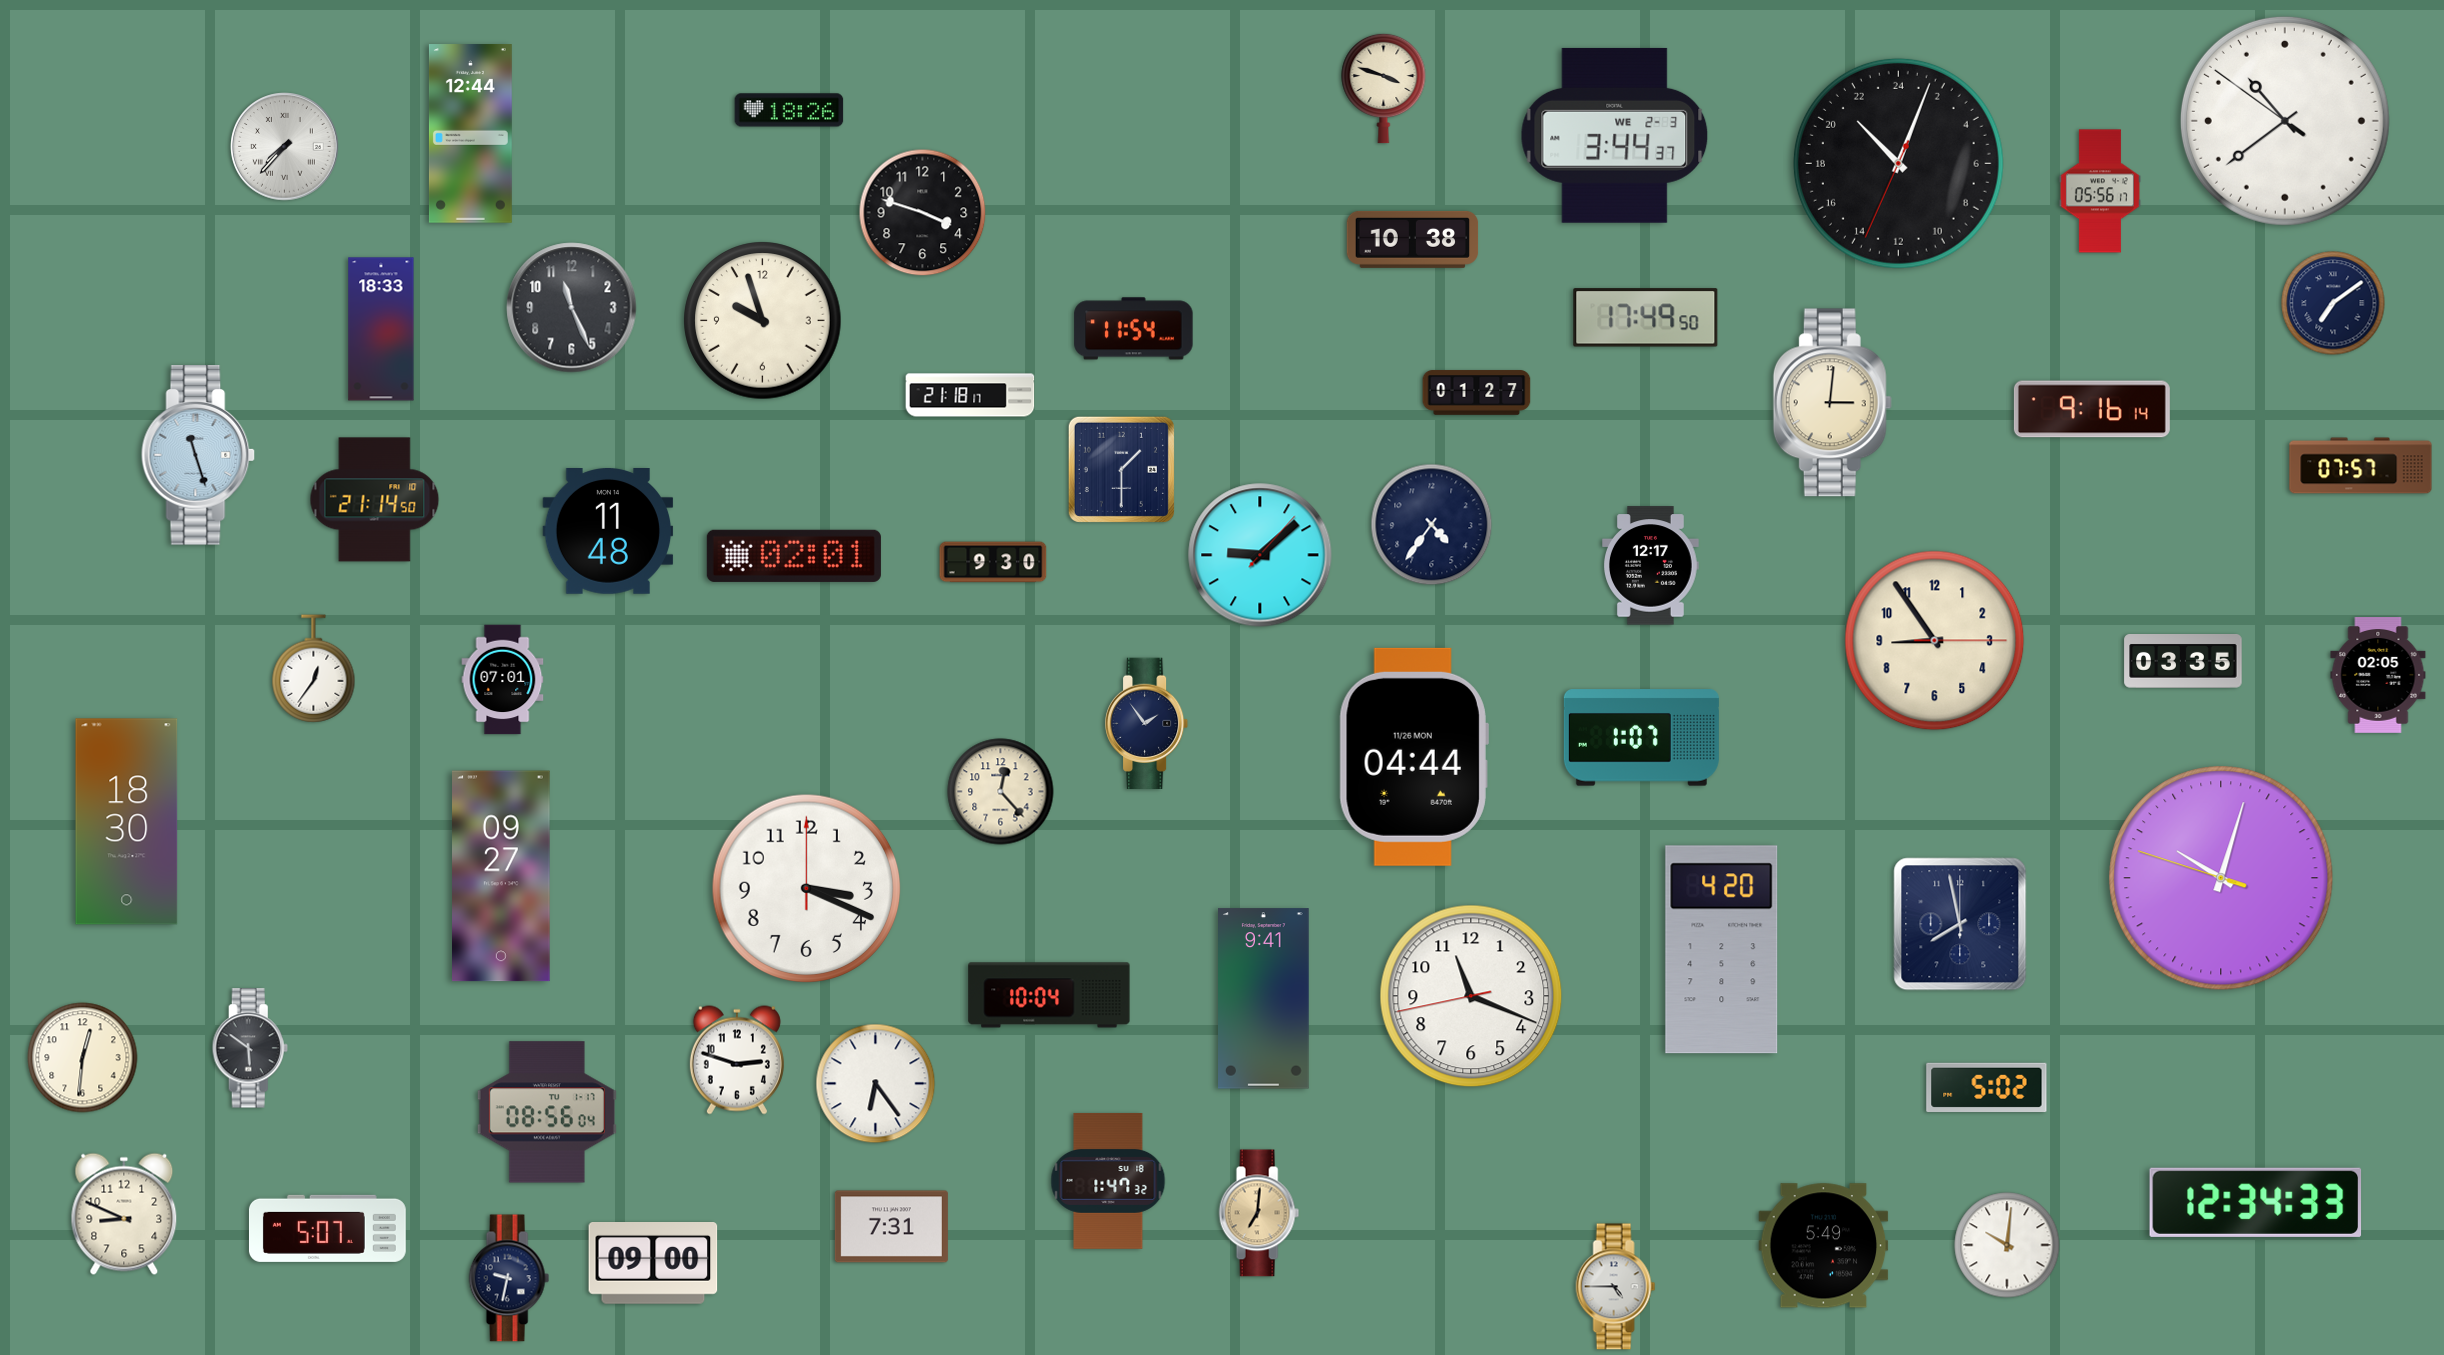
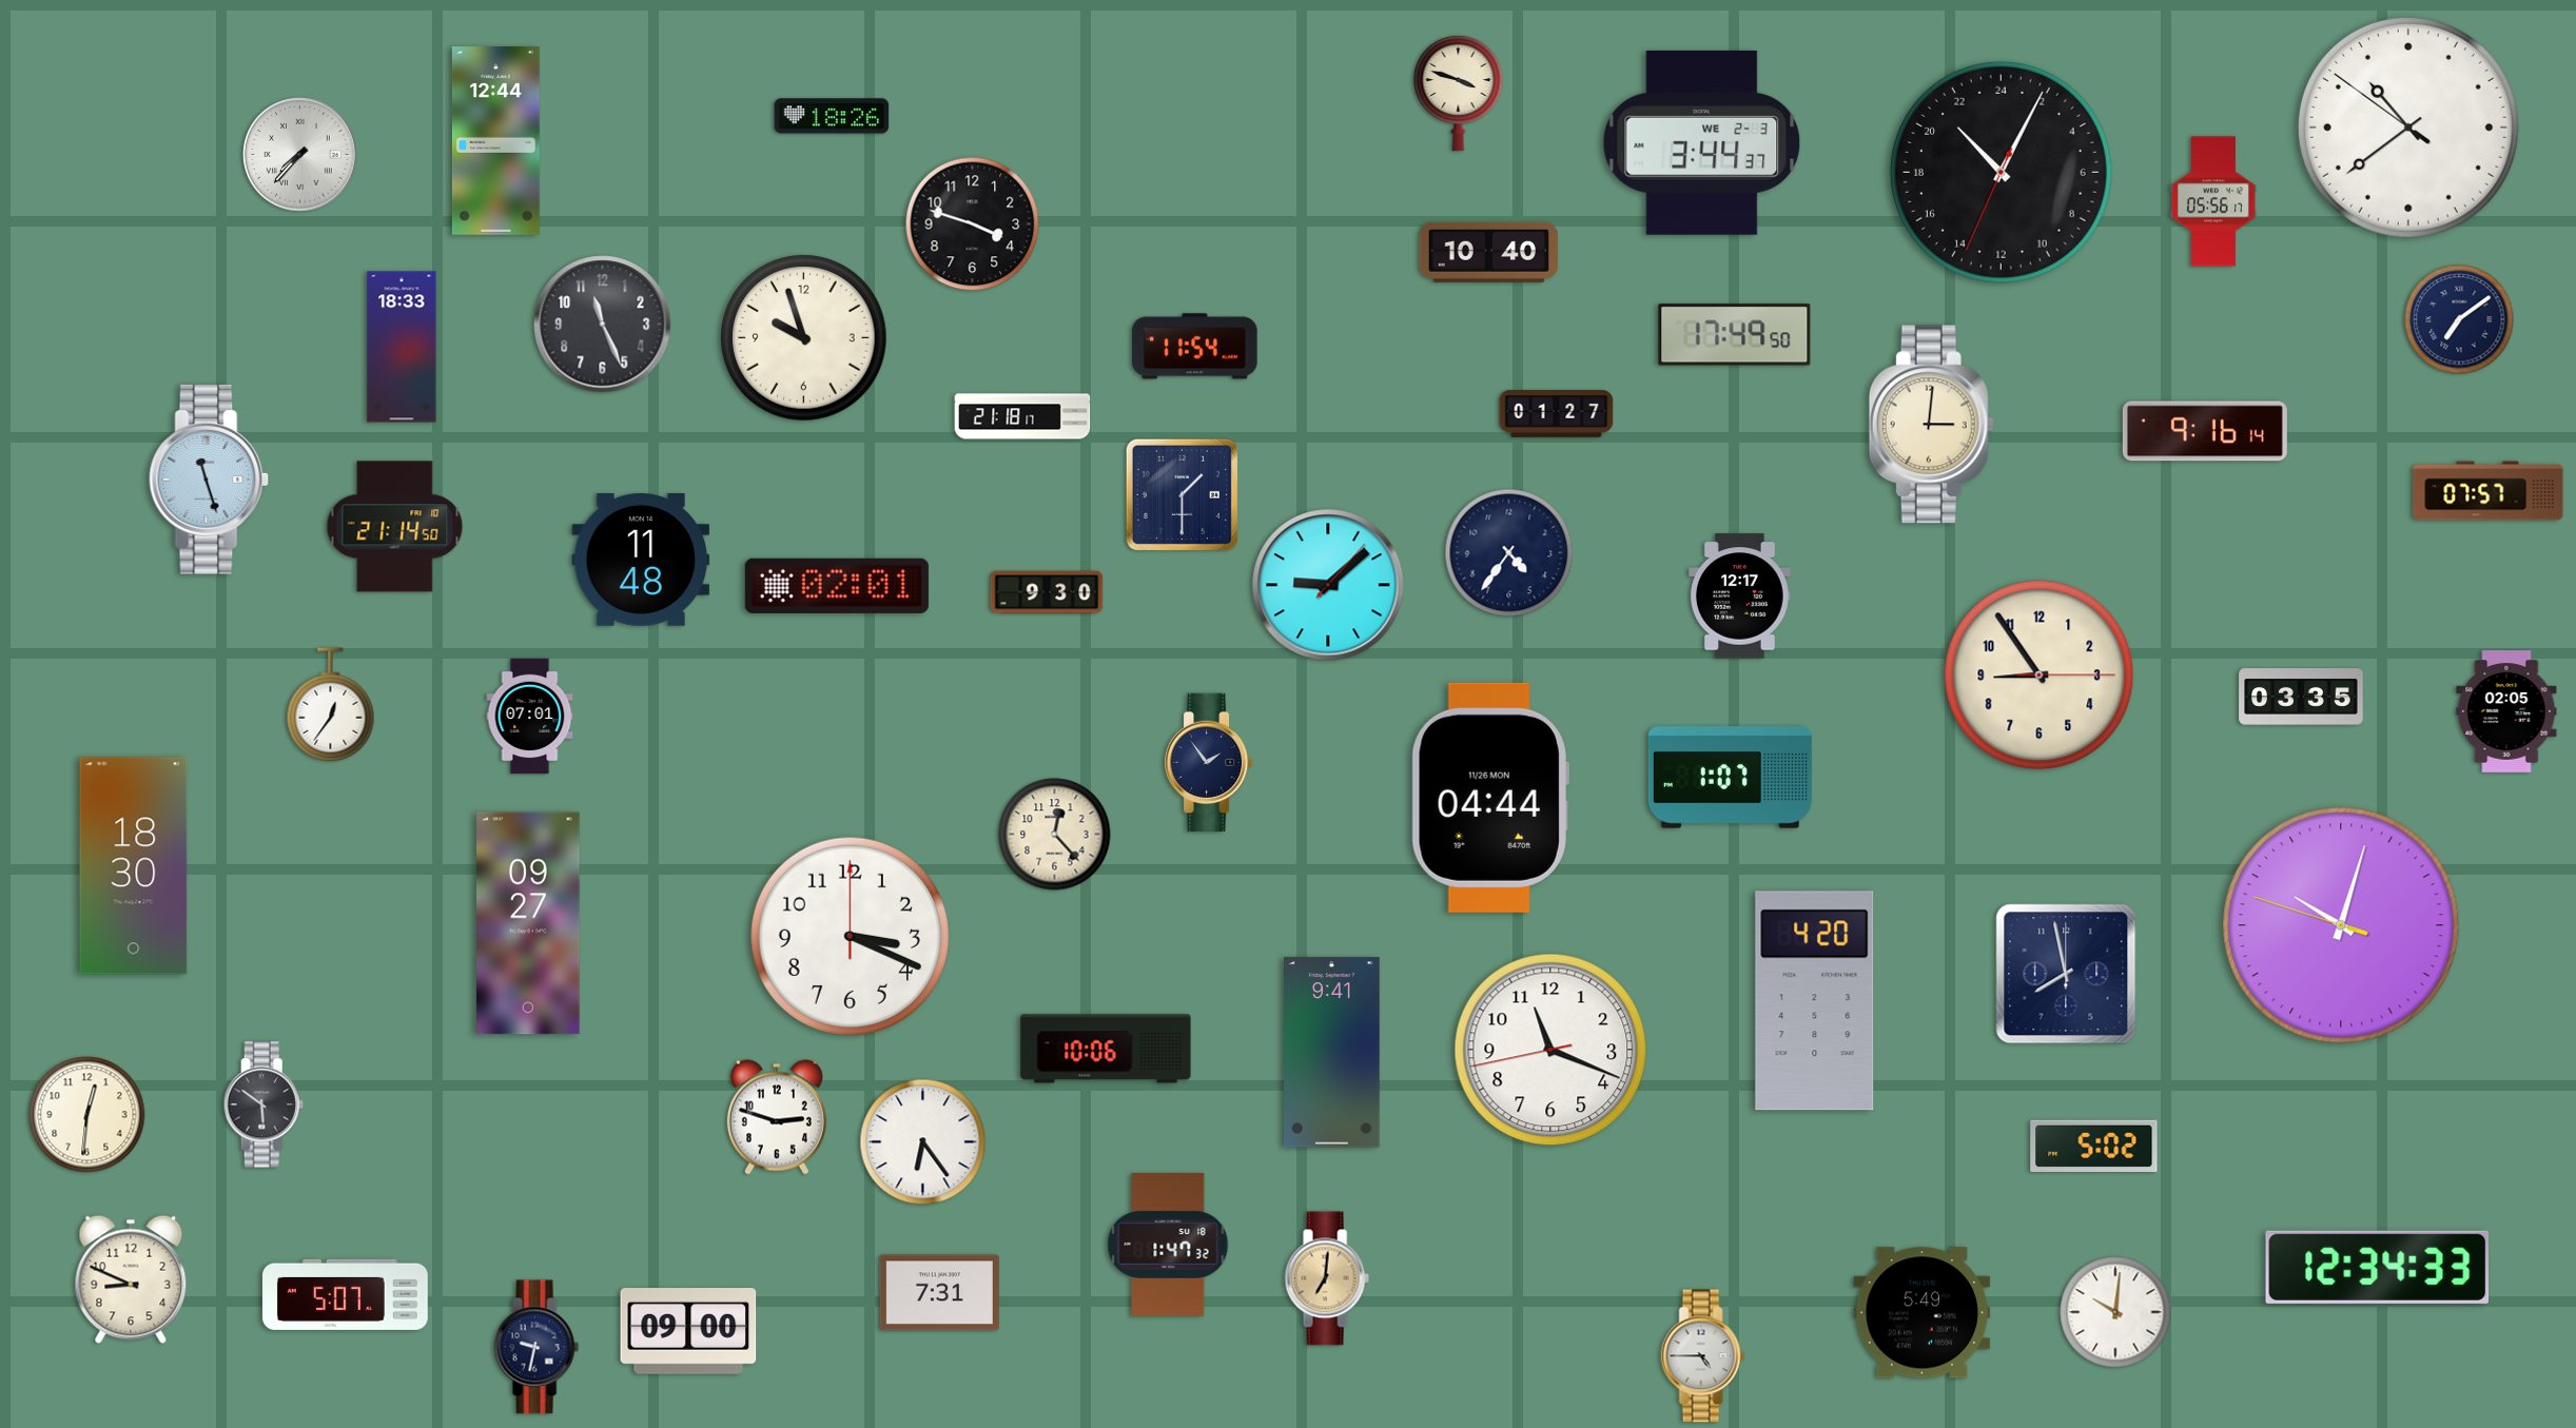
clock at (1898, 163): 21:03 -> 21:04
clock at (1413, 239): 10:38 -> 10:40
clock at (1049, 995): 10:04 -> 10:06
clock at (547, 1112): 08:56 -> none
